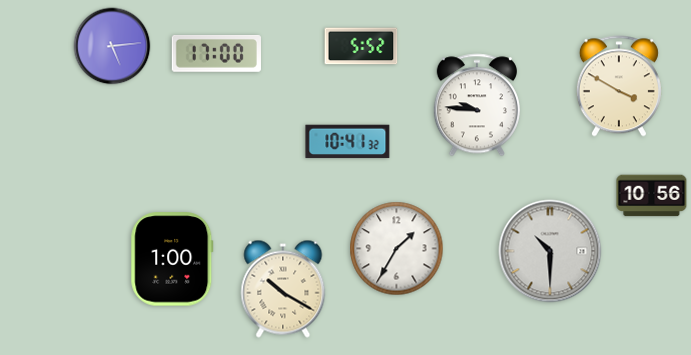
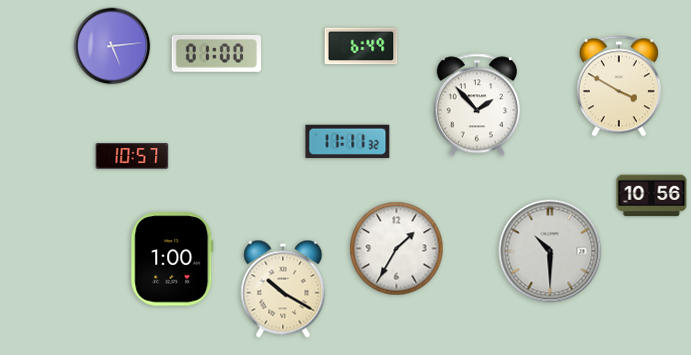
clock at (361, 46): 5:52 -> 6:49
clock at (216, 53): 17:00 -> 01:00
clock at (477, 105): 9:46 -> 1:53
clock at (348, 142): 10:41 -> 11:11
clock at (132, 156): none -> 10:57
